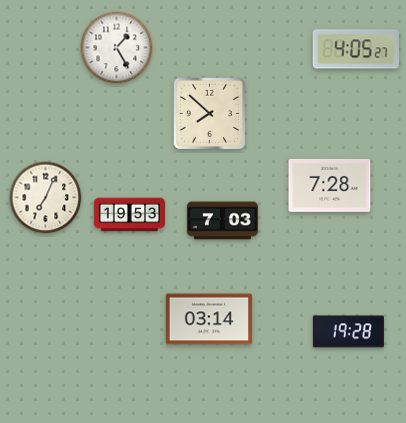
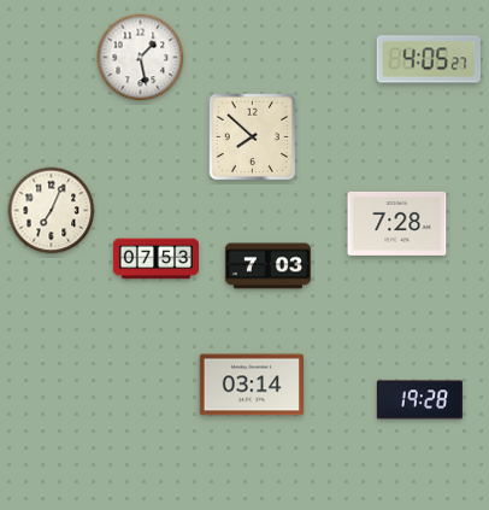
clock at (117, 48): 1:25 -> 1:28
clock at (46, 198) position: (46, 198) -> (52, 211)
clock at (129, 215): 19:53 -> 07:53
